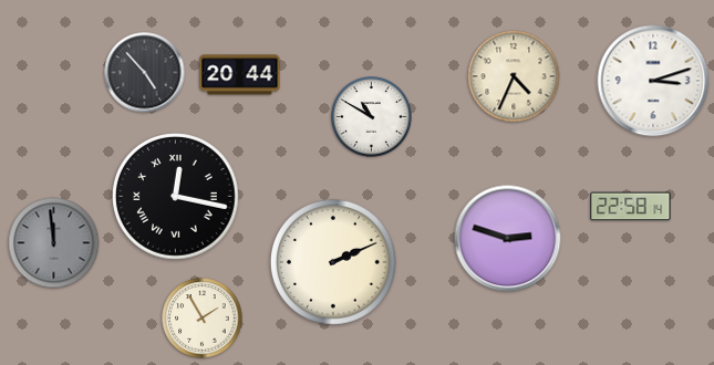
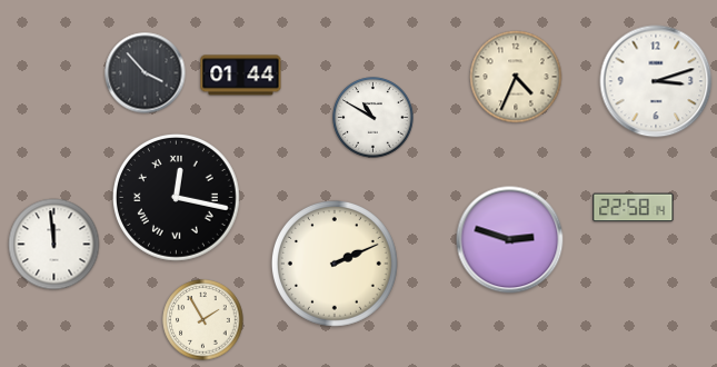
clock at (145, 73): 4:53 -> 3:53
clock at (240, 75): 20:44 -> 01:44
clock at (54, 243) dial: grey -> white
